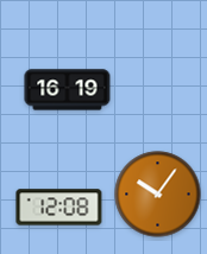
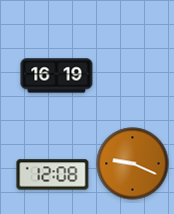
clock at (158, 195): 10:06 -> 9:19
clock at (59, 208) position: (59, 208) -> (53, 175)
